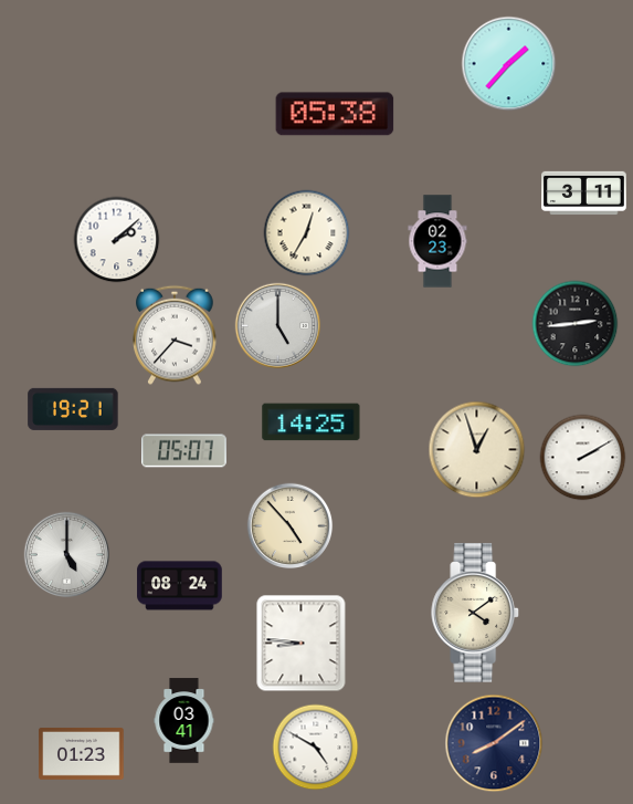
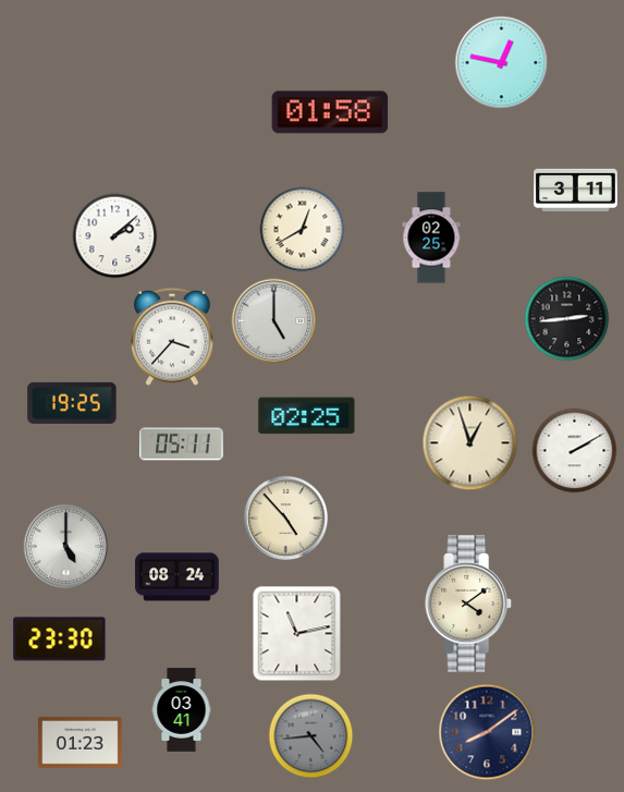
clock at (508, 63): 1:37 -> 12:47
clock at (335, 114): 05:38 -> 01:58
clock at (306, 232): 12:35 -> 12:40
clock at (437, 241): 02:23 -> 02:25
clock at (175, 335) position: (175, 335) -> (172, 337)
clock at (73, 409): 19:21 -> 19:25
clock at (312, 422): 14:25 -> 02:25
clock at (184, 451): 05:07 -> 05:11
clock at (302, 643): 8:46 -> 11:13
clock at (60, 639): none -> 23:30
clock at (315, 746): 4:50 -> 4:44
clock at (315, 746) dial: white -> grey
